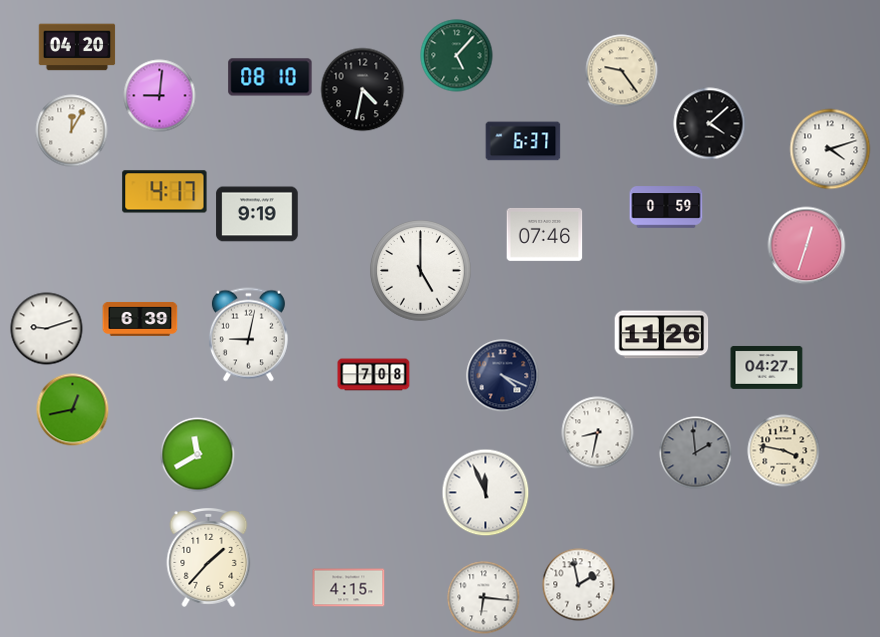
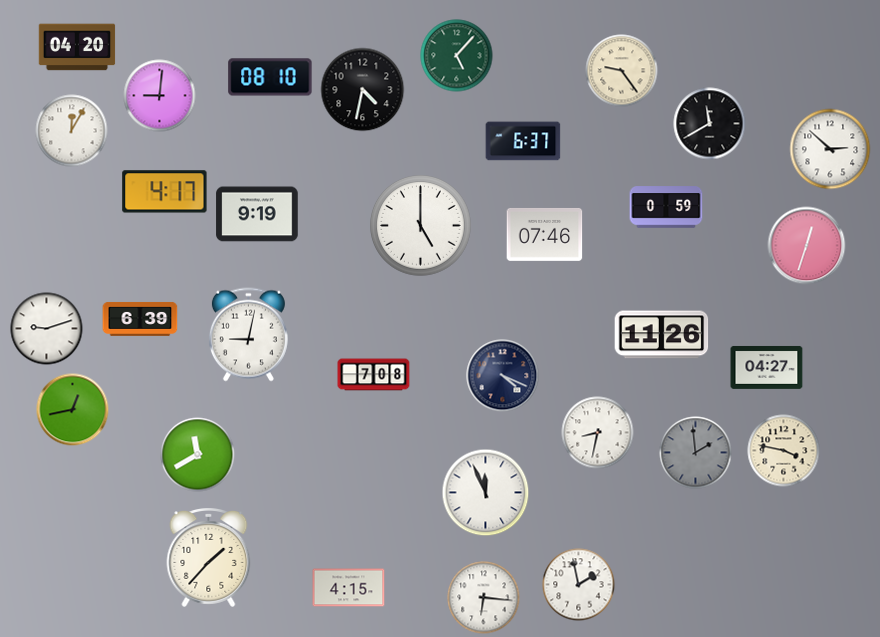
clock at (710, 124): 4:08 -> 11:40
clock at (830, 149): 4:12 -> 2:52
clock at (421, 271) position: (421, 271) -> (421, 226)
